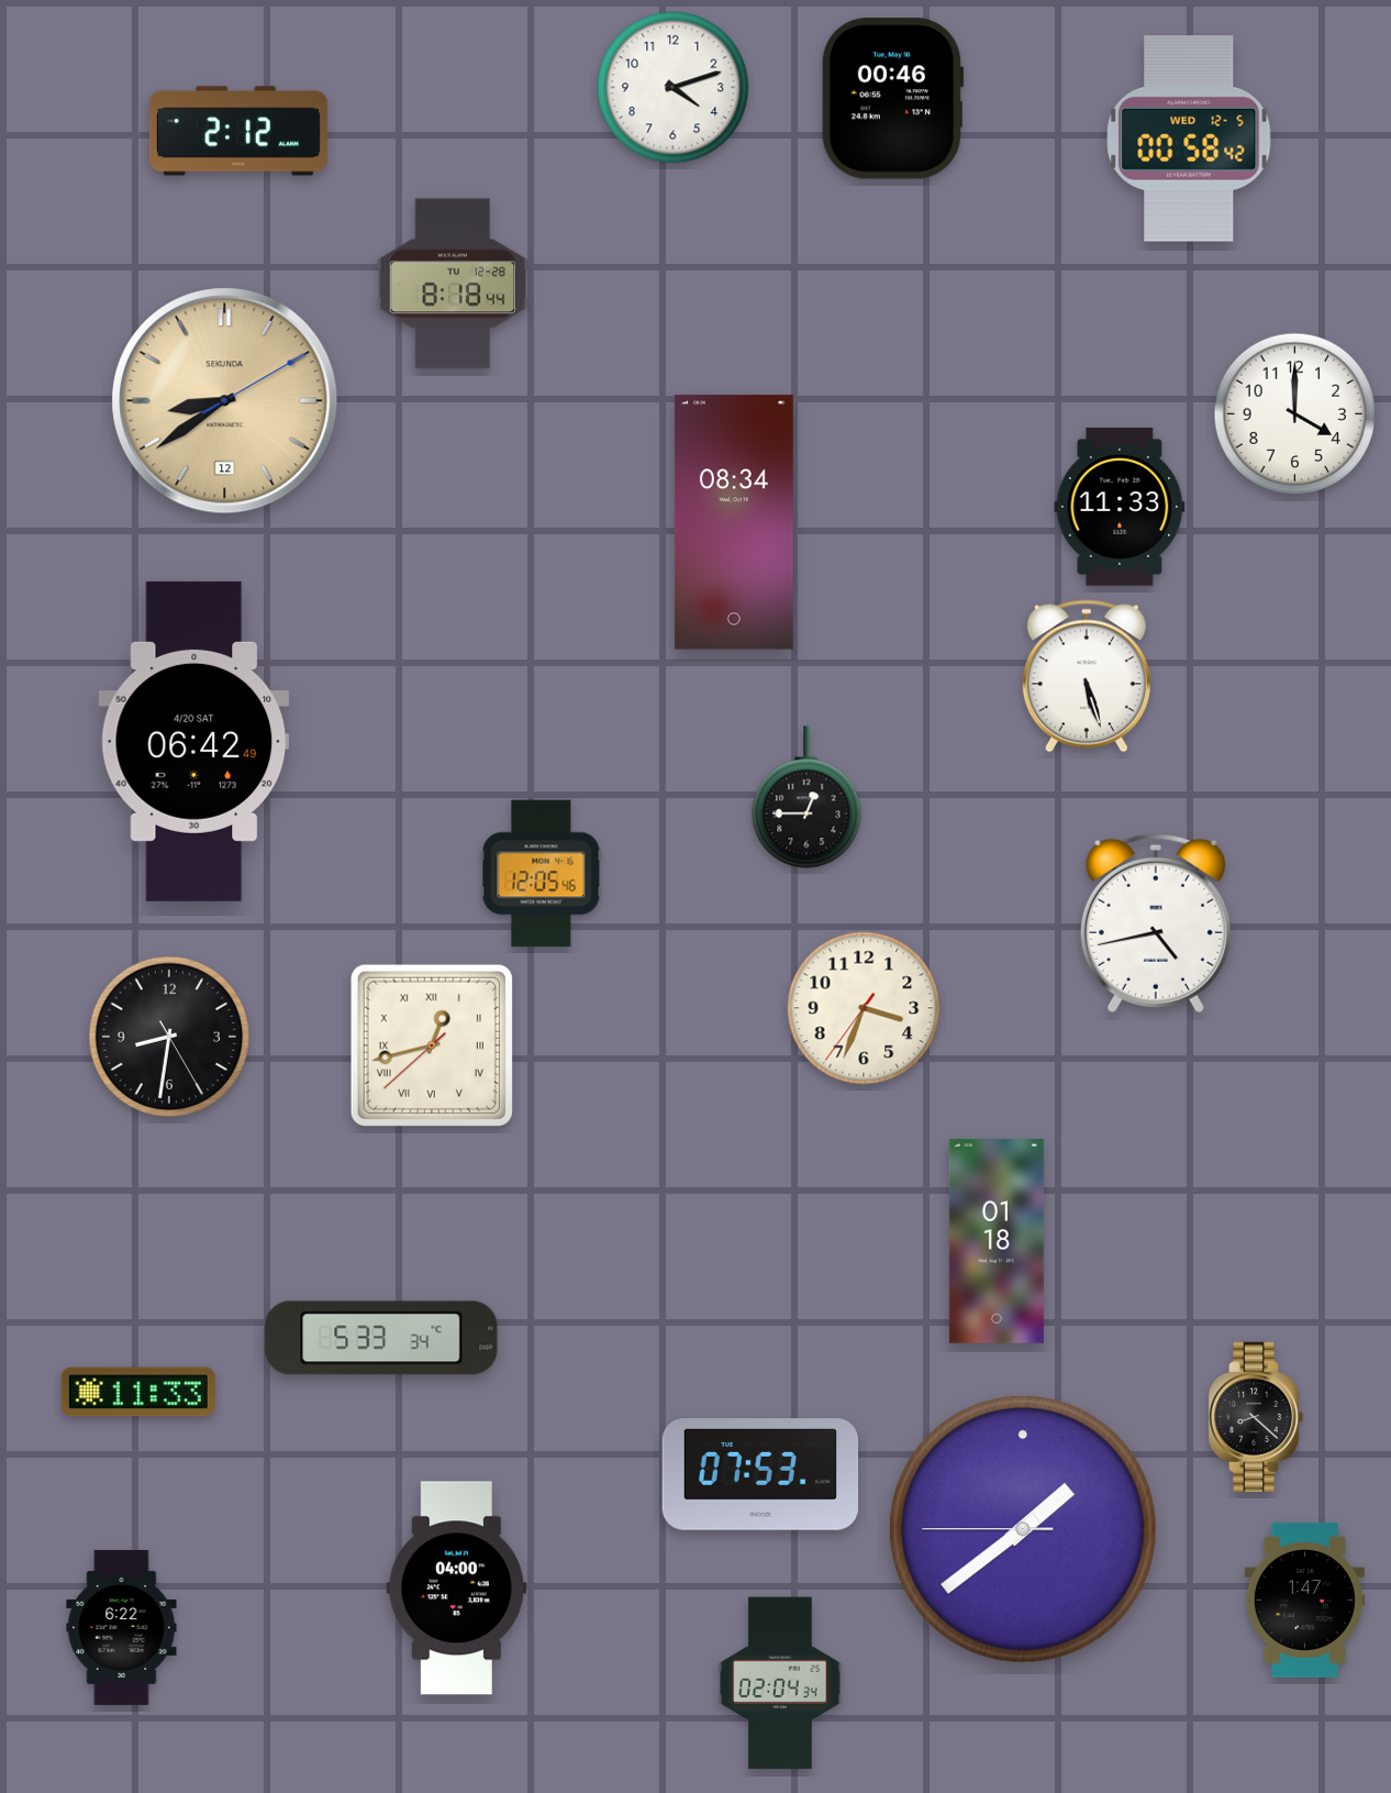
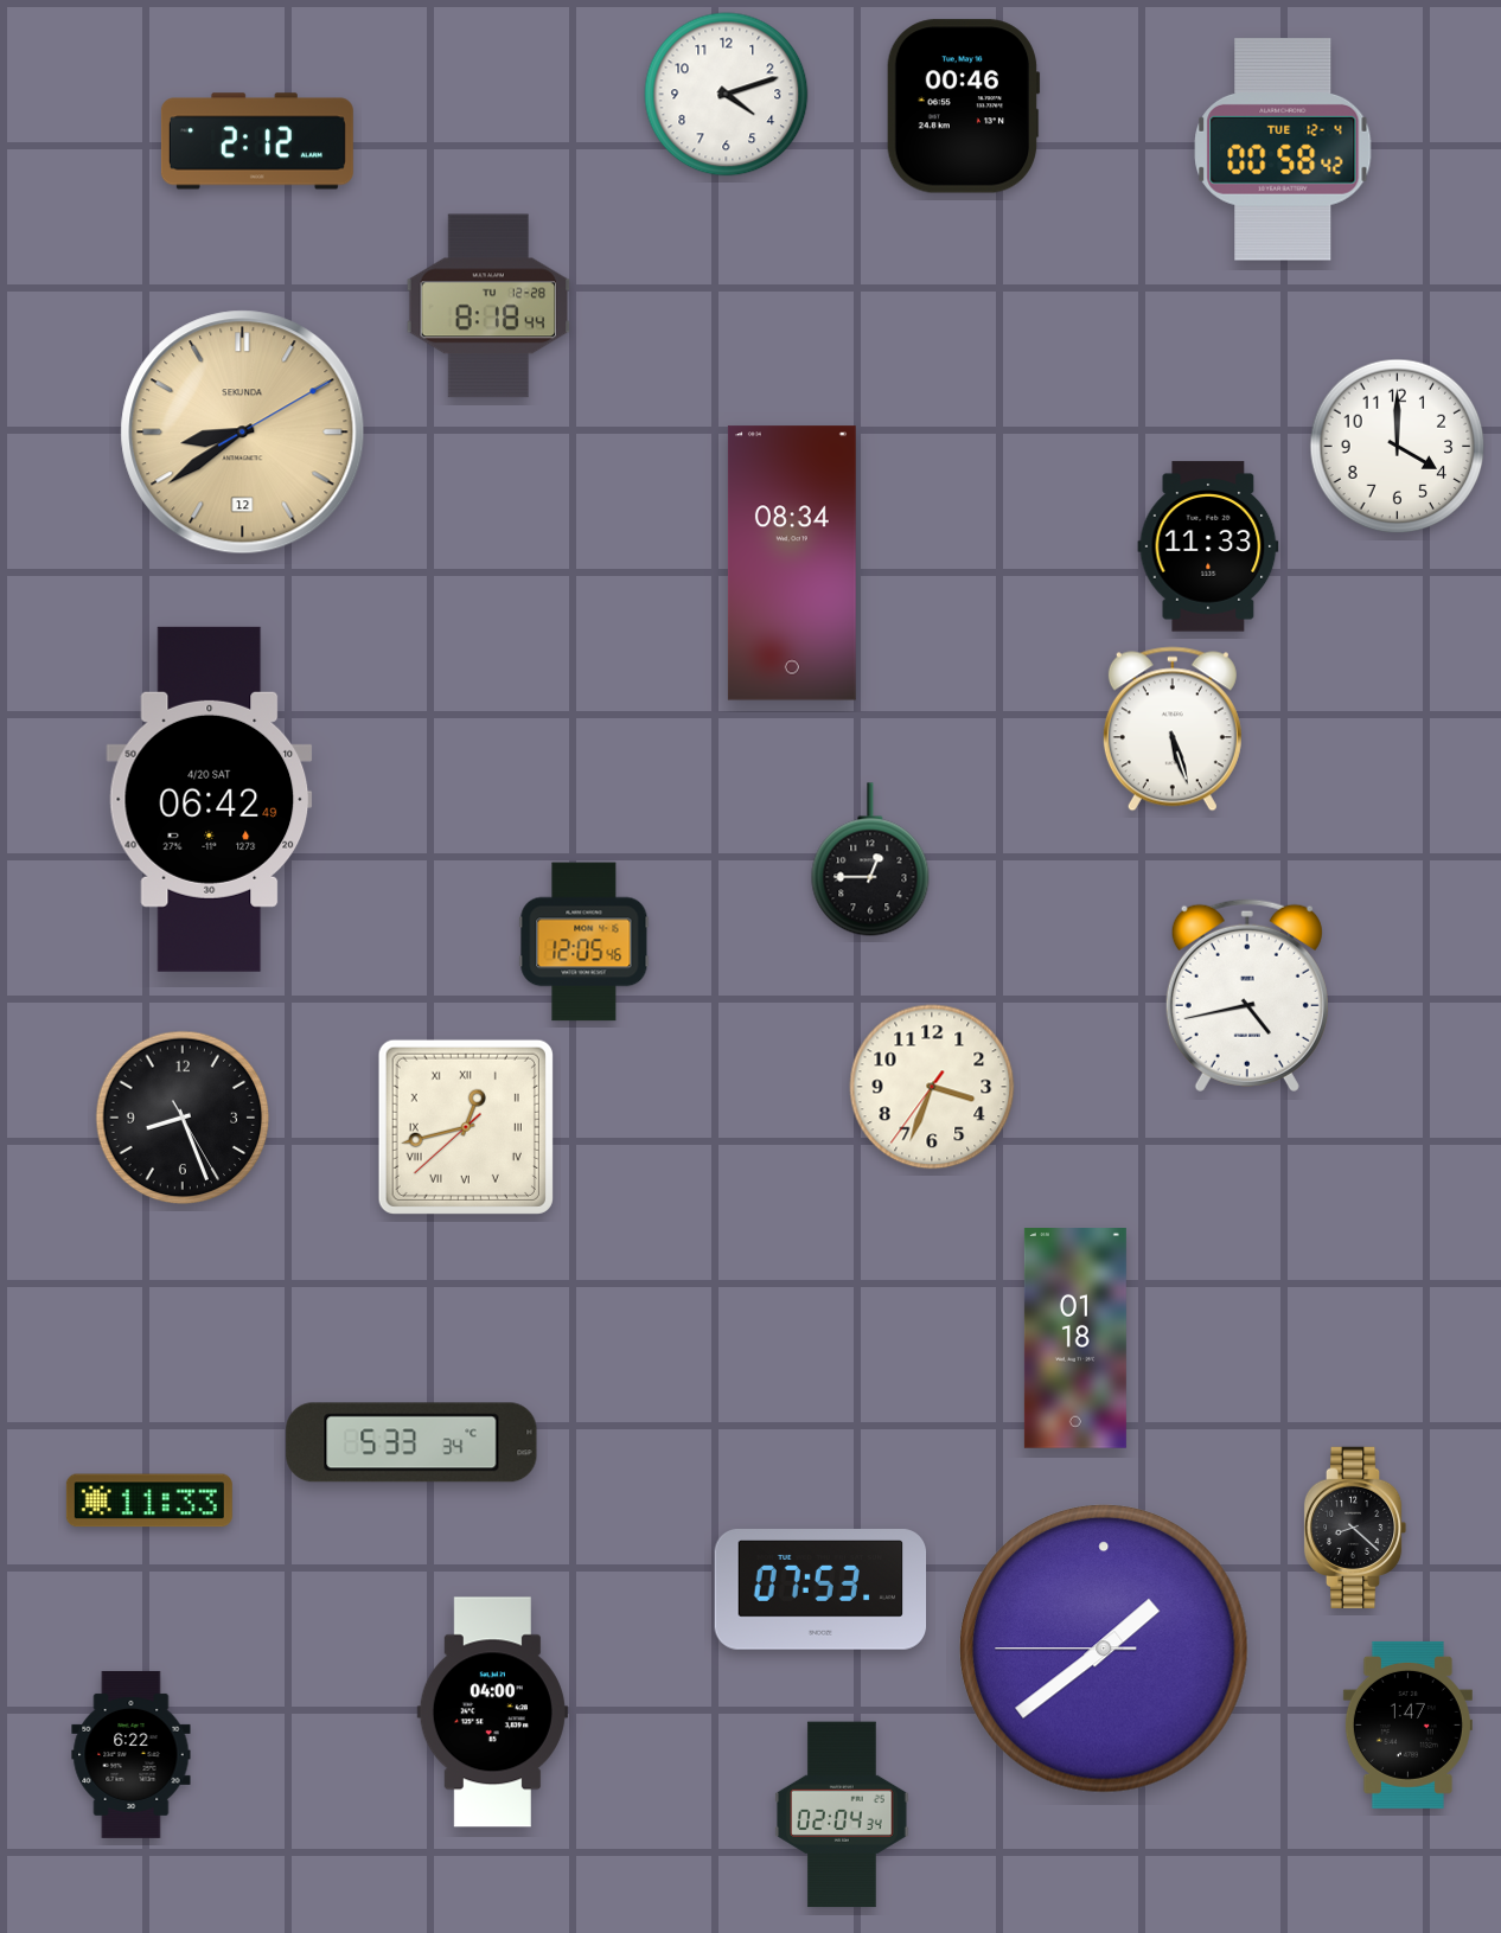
clock at (1189, 139) date: WED 12-5 -> TUE 12-4
clock at (169, 1037): 8:31 -> 8:26
